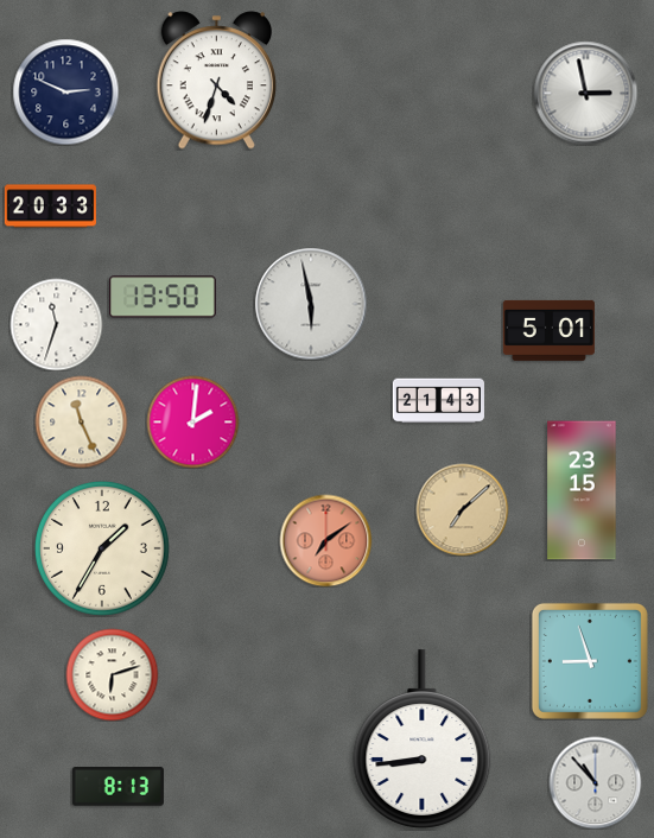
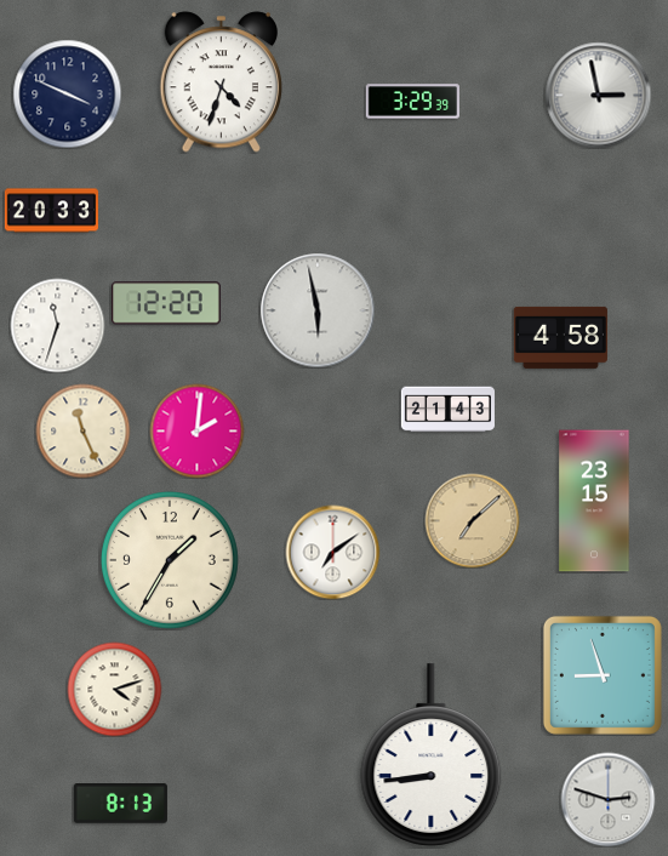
clock at (65, 91): 2:49 -> 3:49
clock at (412, 102): none -> 3:29
clock at (163, 297): 13:50 -> 12:20
clock at (56, 324) position: (56, 324) -> (57, 325)
clock at (548, 330): 5:01 -> 4:58
clock at (325, 540) dial: salmon -> white
clock at (102, 548) position: (102, 548) -> (170, 560)
clock at (112, 674): 6:12 -> 4:12
clock at (595, 782): 10:53 -> 2:48
